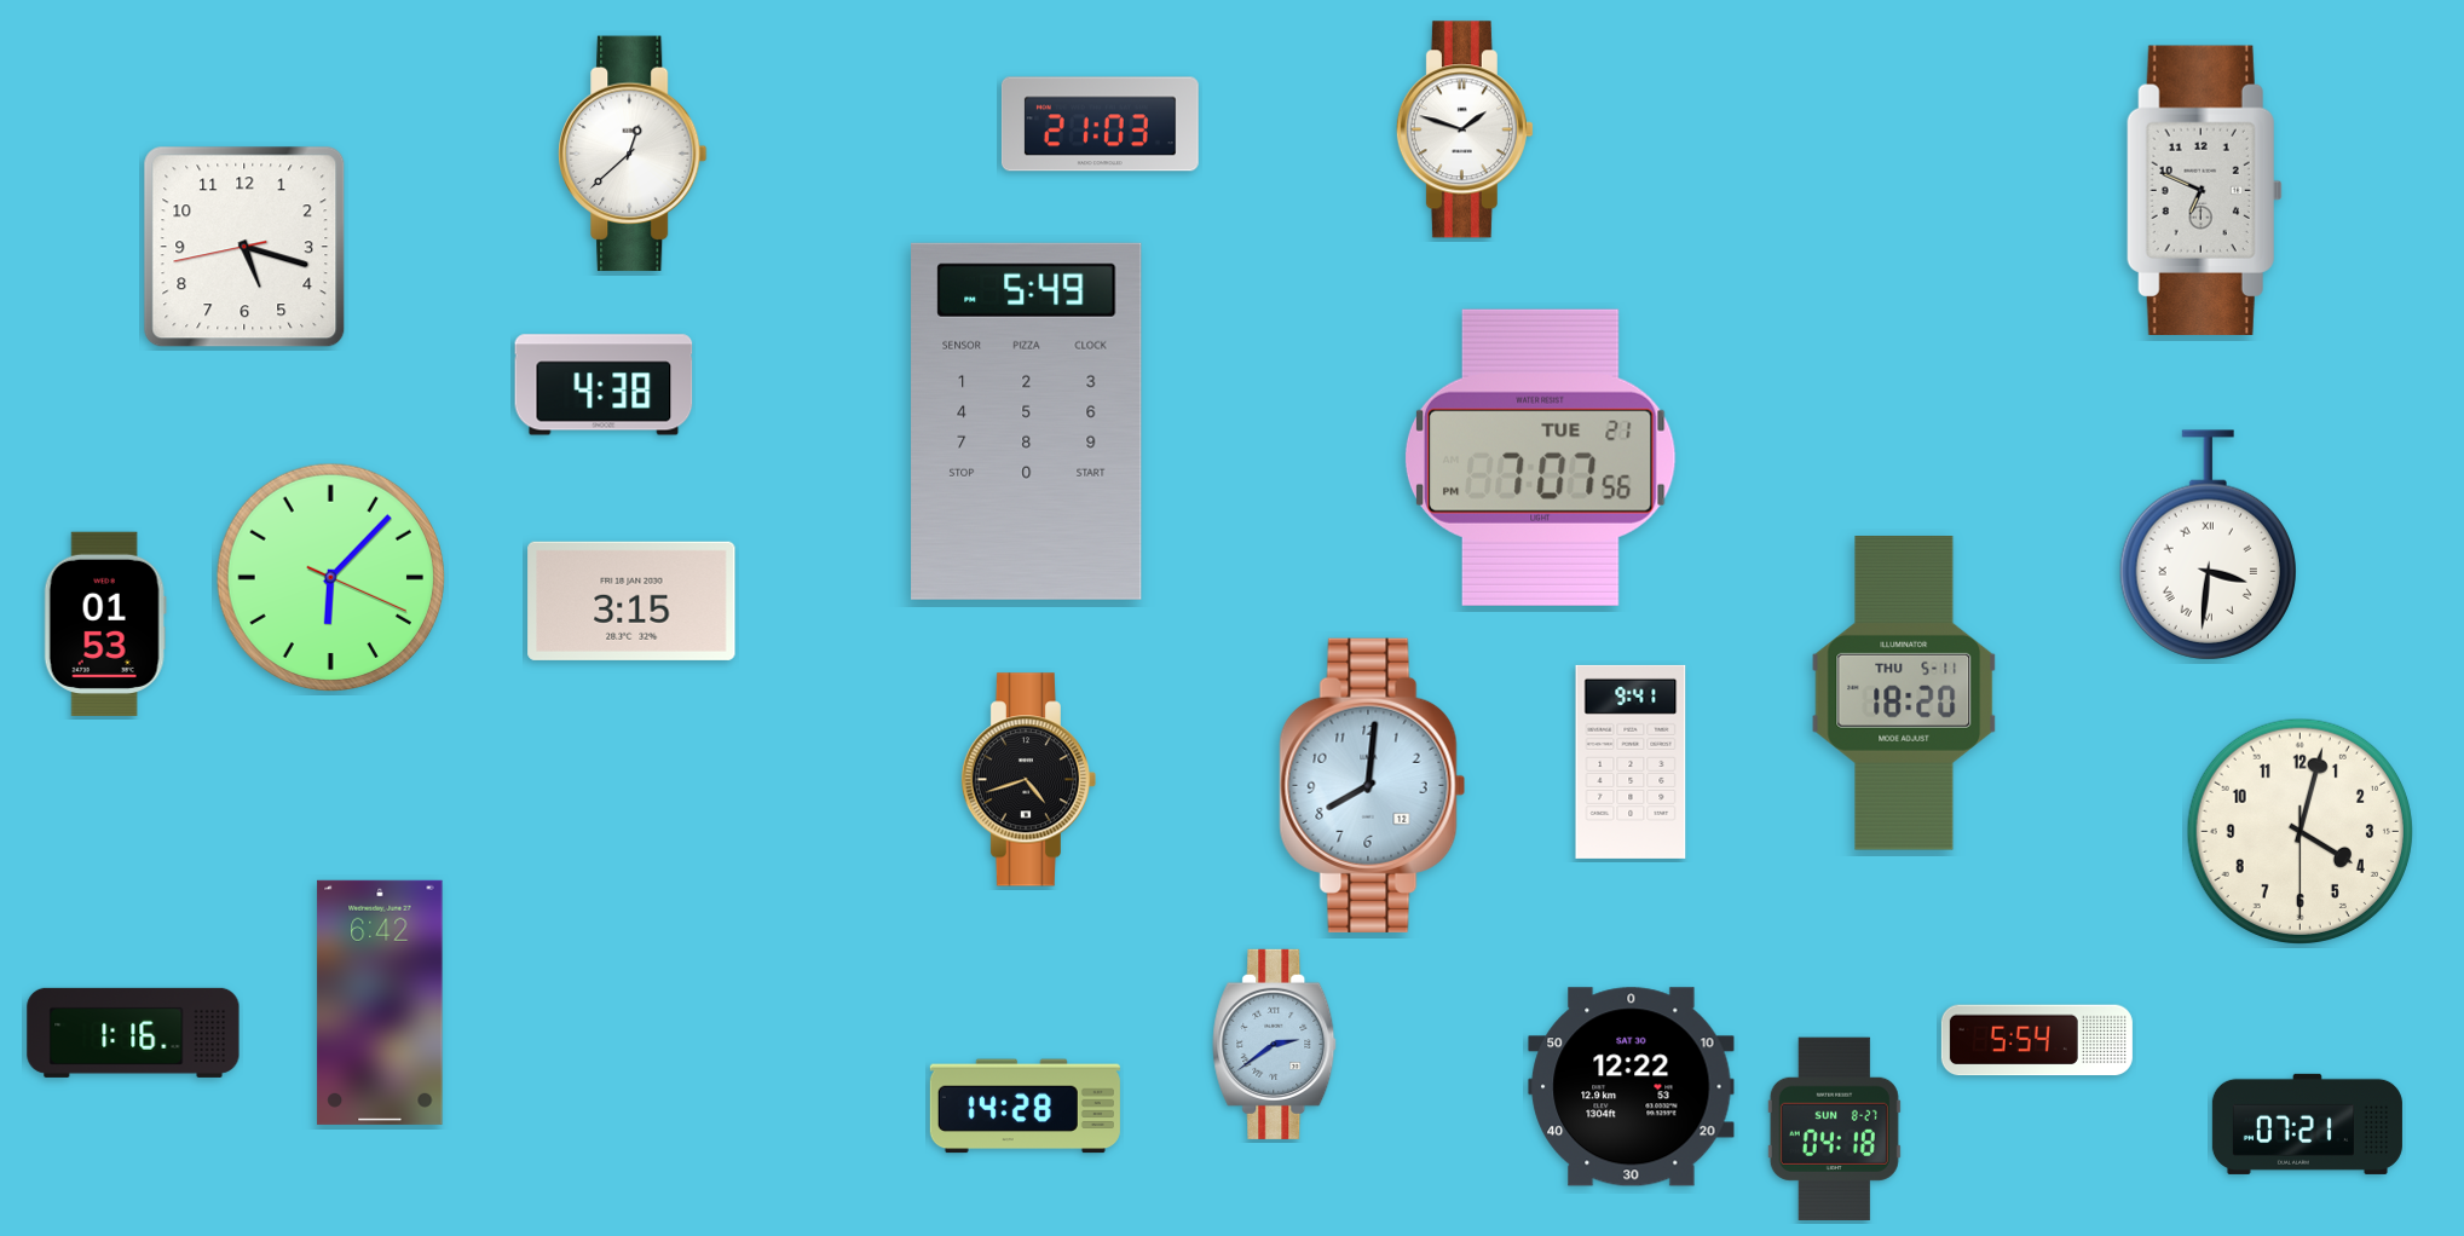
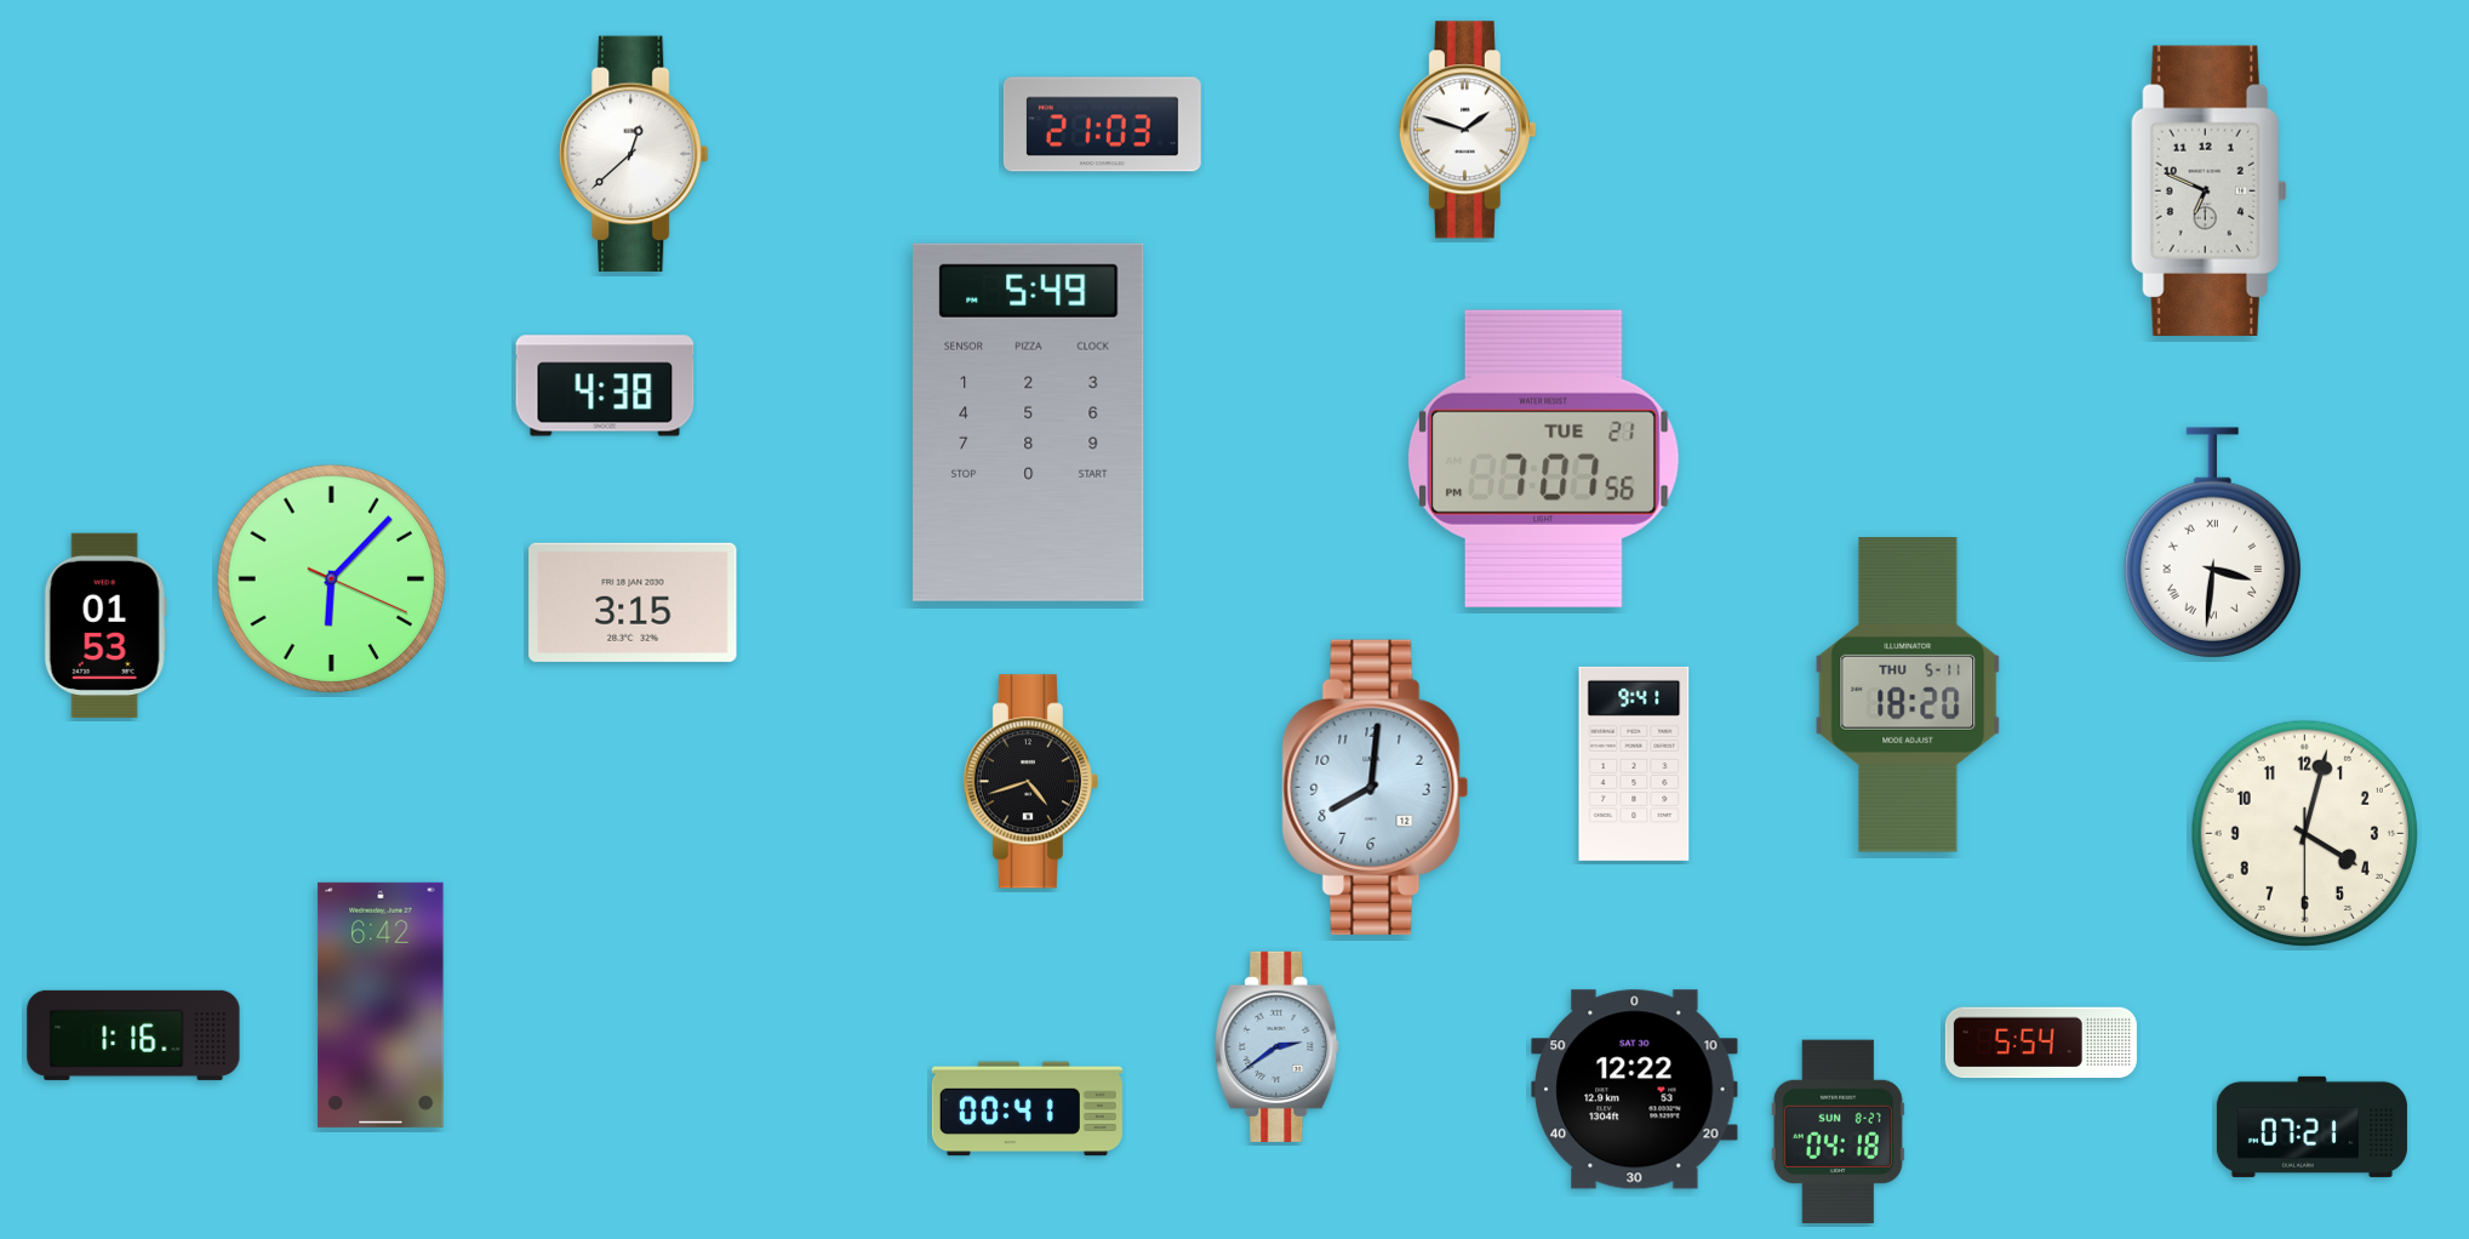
clock at (244, 247): 5:17 -> none
clock at (2208, 545) position: (2208, 545) -> (2212, 543)
clock at (1025, 1107): 14:28 -> 00:41
